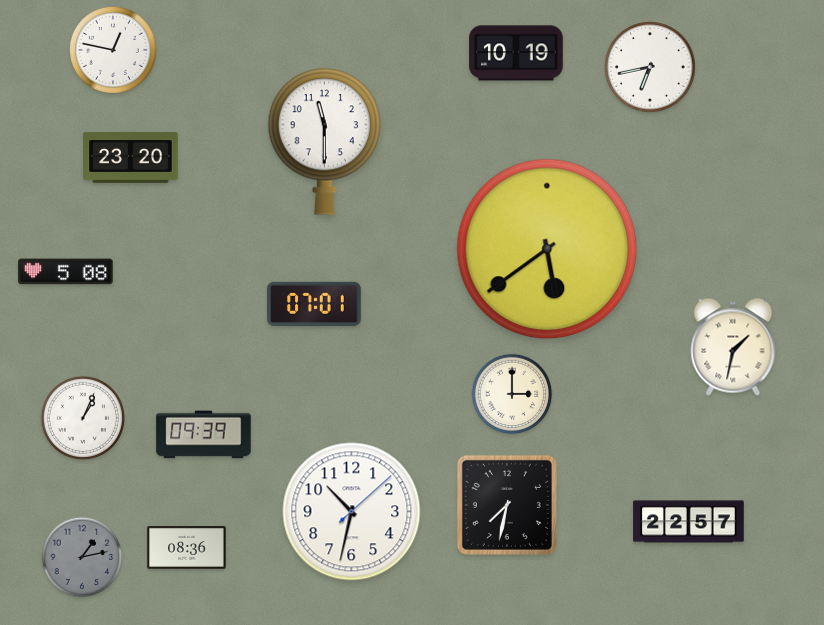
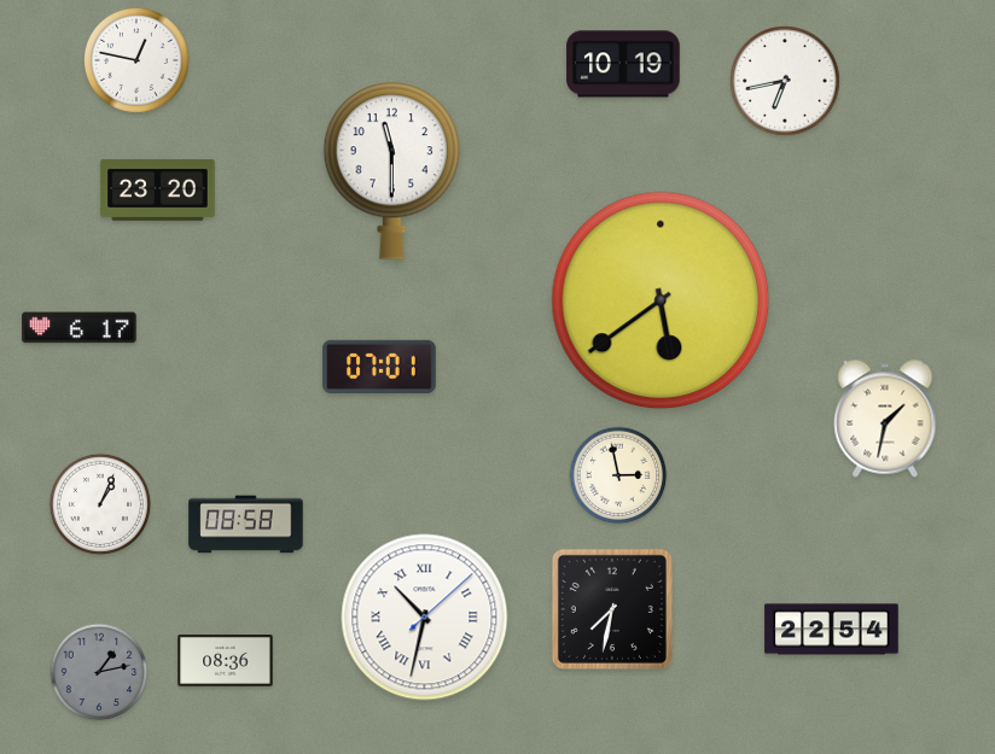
clock at (66, 272): 5:08 -> 6:17
clock at (512, 394): 3:00 -> 2:58
clock at (204, 435): 09:39 -> 08:58
clock at (352, 512) numerals: Arabic -> Roman
clock at (689, 522): 22:57 -> 22:54
